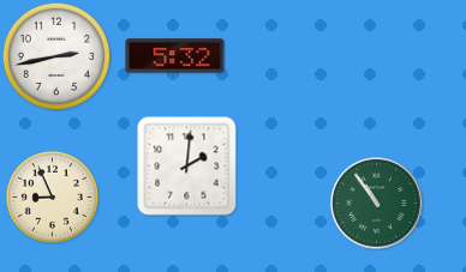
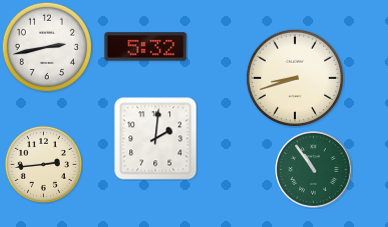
clock at (295, 78): none -> 8:42
clock at (52, 197): 8:56 -> 2:44
